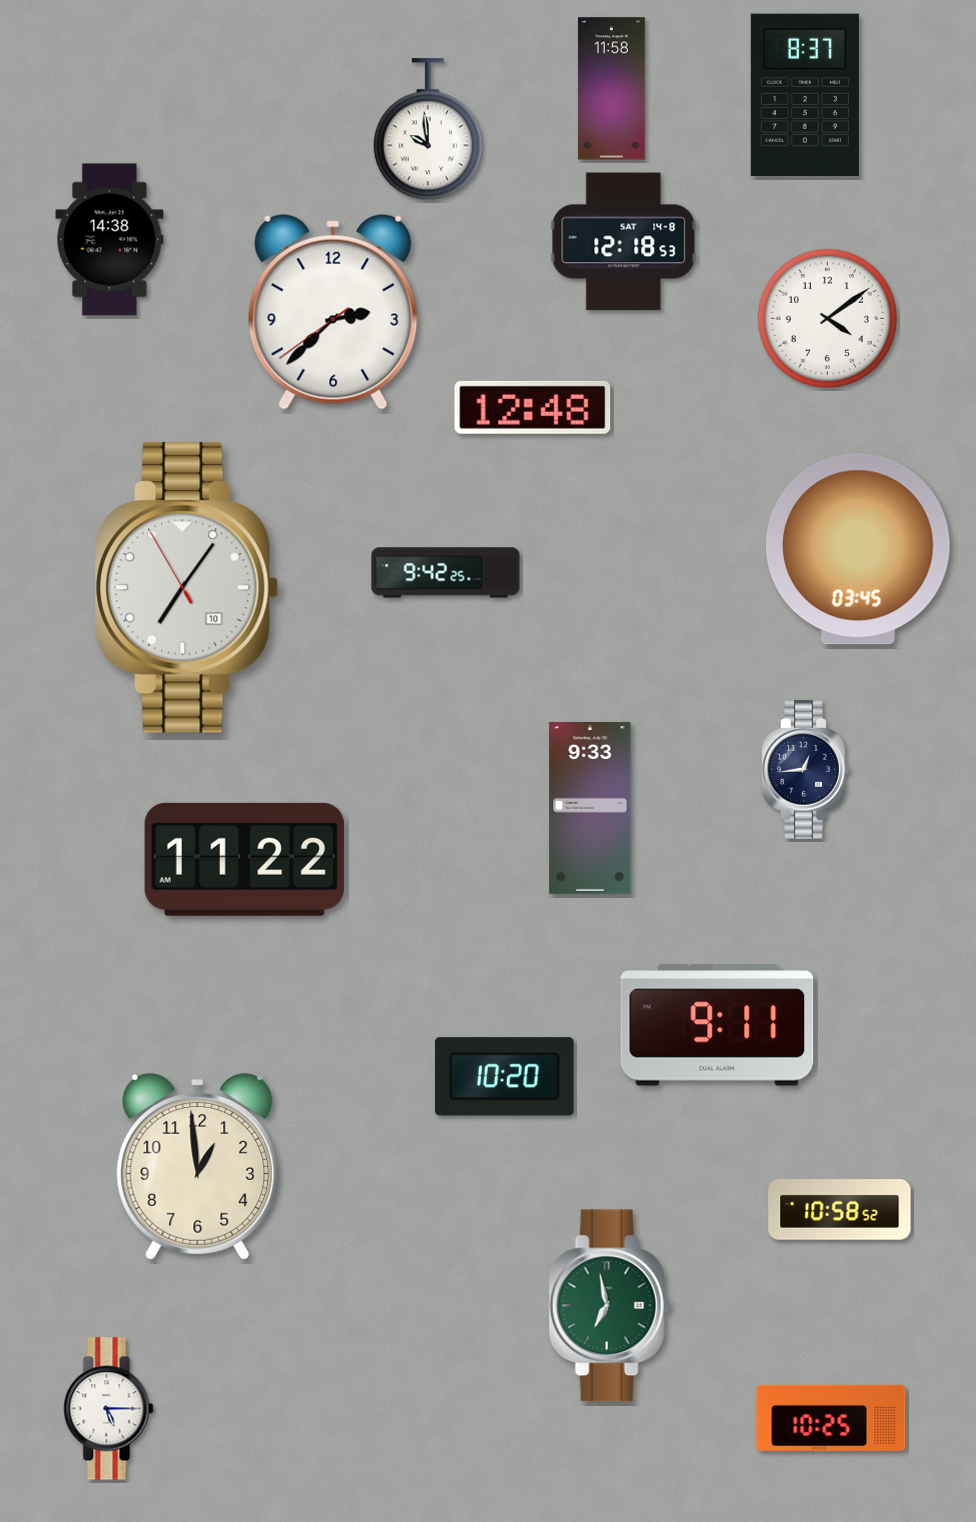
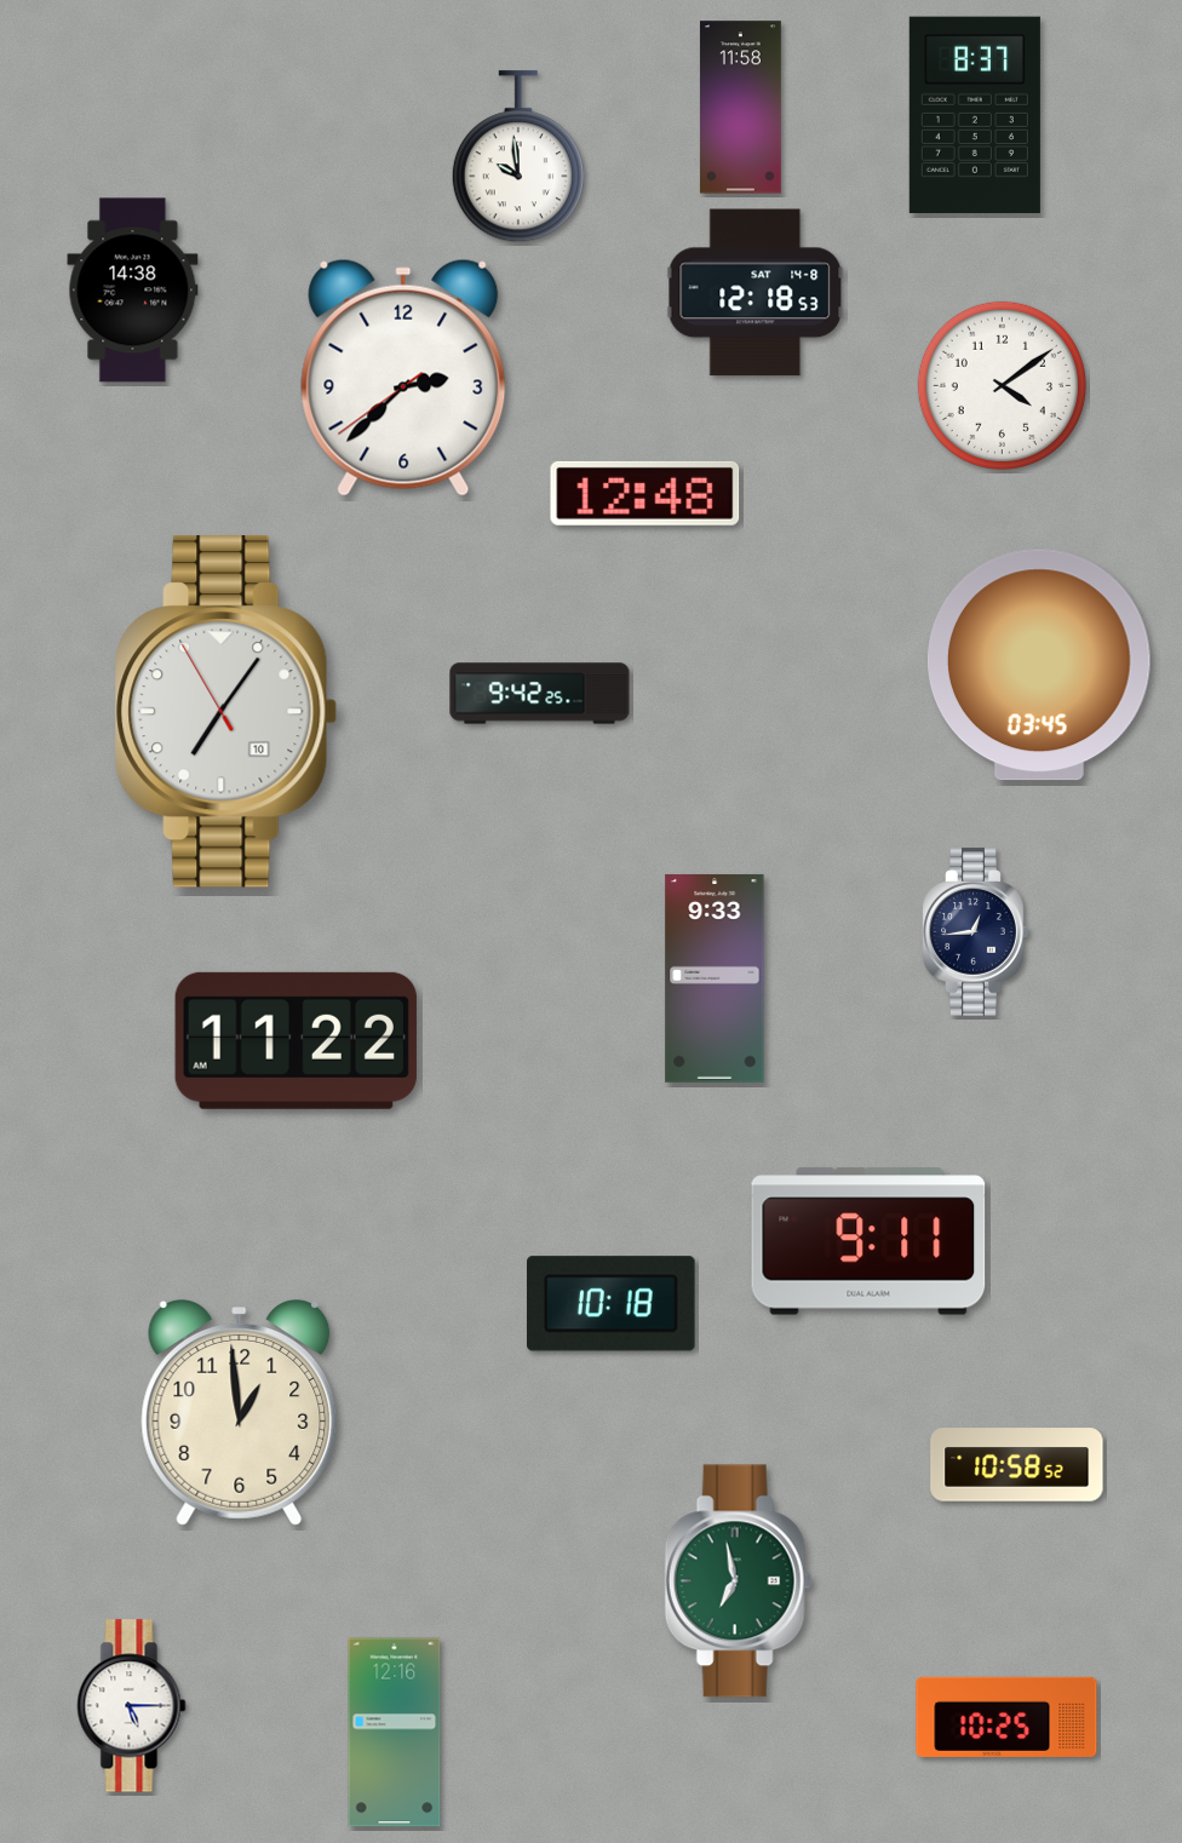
clock at (505, 1077): 10:20 -> 10:18
clock at (395, 1733): none -> 12:16
